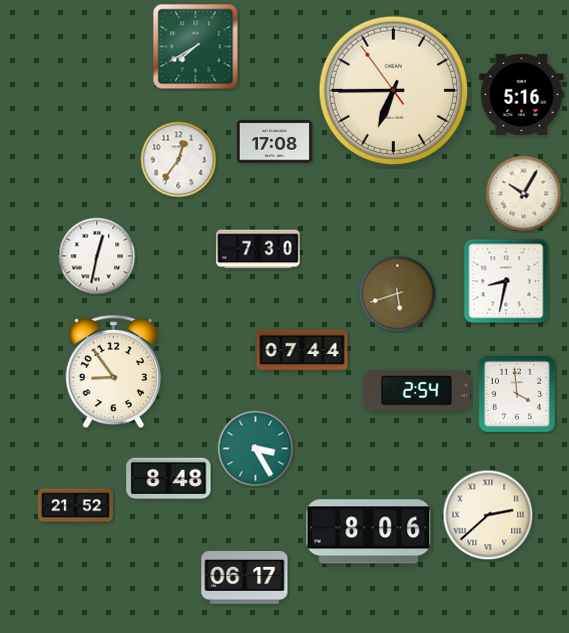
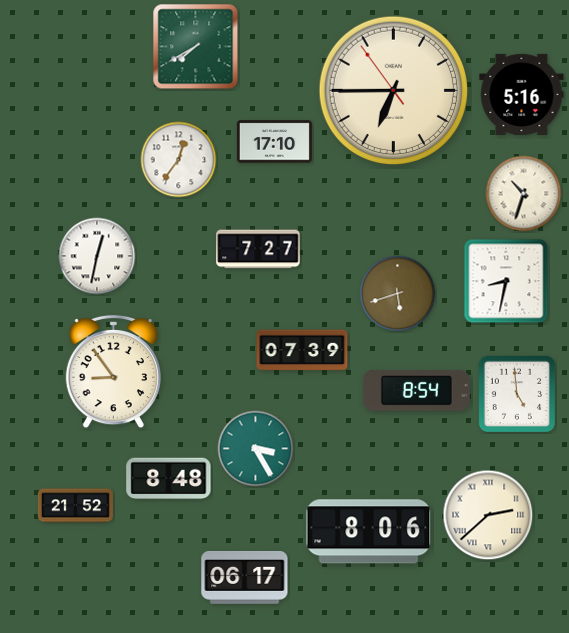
clock at (274, 142): 17:08 -> 17:10
clock at (524, 194): 10:05 -> 10:33
clock at (258, 249): 7:30 -> 7:27
clock at (302, 350): 07:44 -> 07:39
clock at (416, 391): 2:54 -> 8:54
clock at (516, 393): 3:59 -> 4:59
